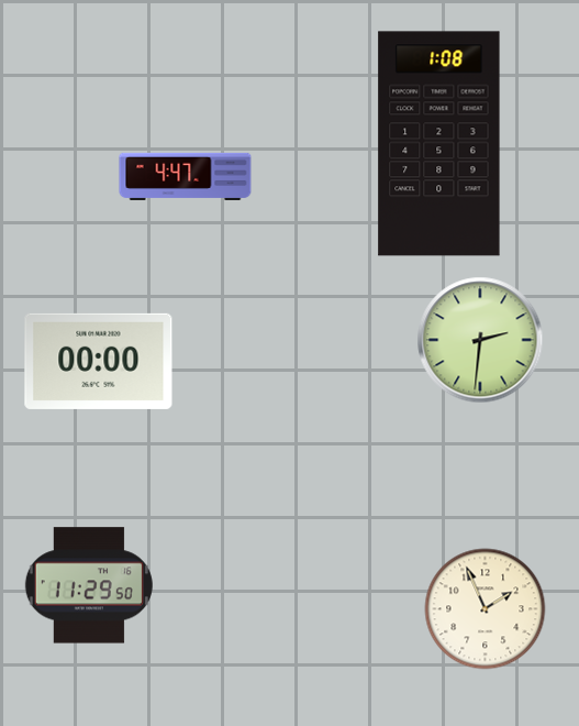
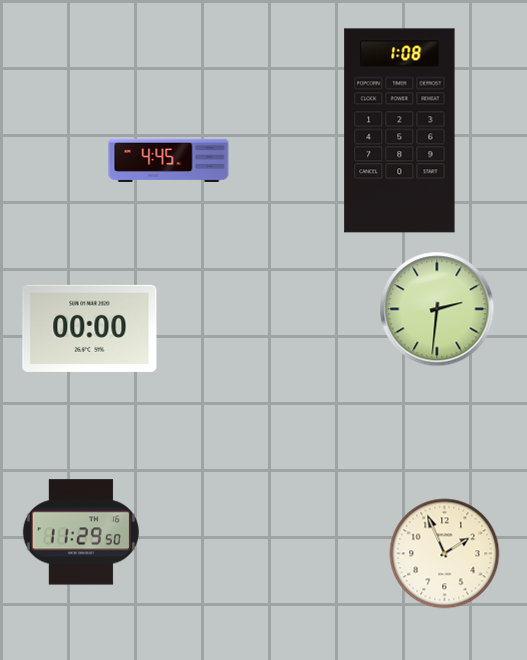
clock at (186, 176): 4:47 -> 4:45
clock at (486, 609) position: (486, 609) -> (445, 554)
